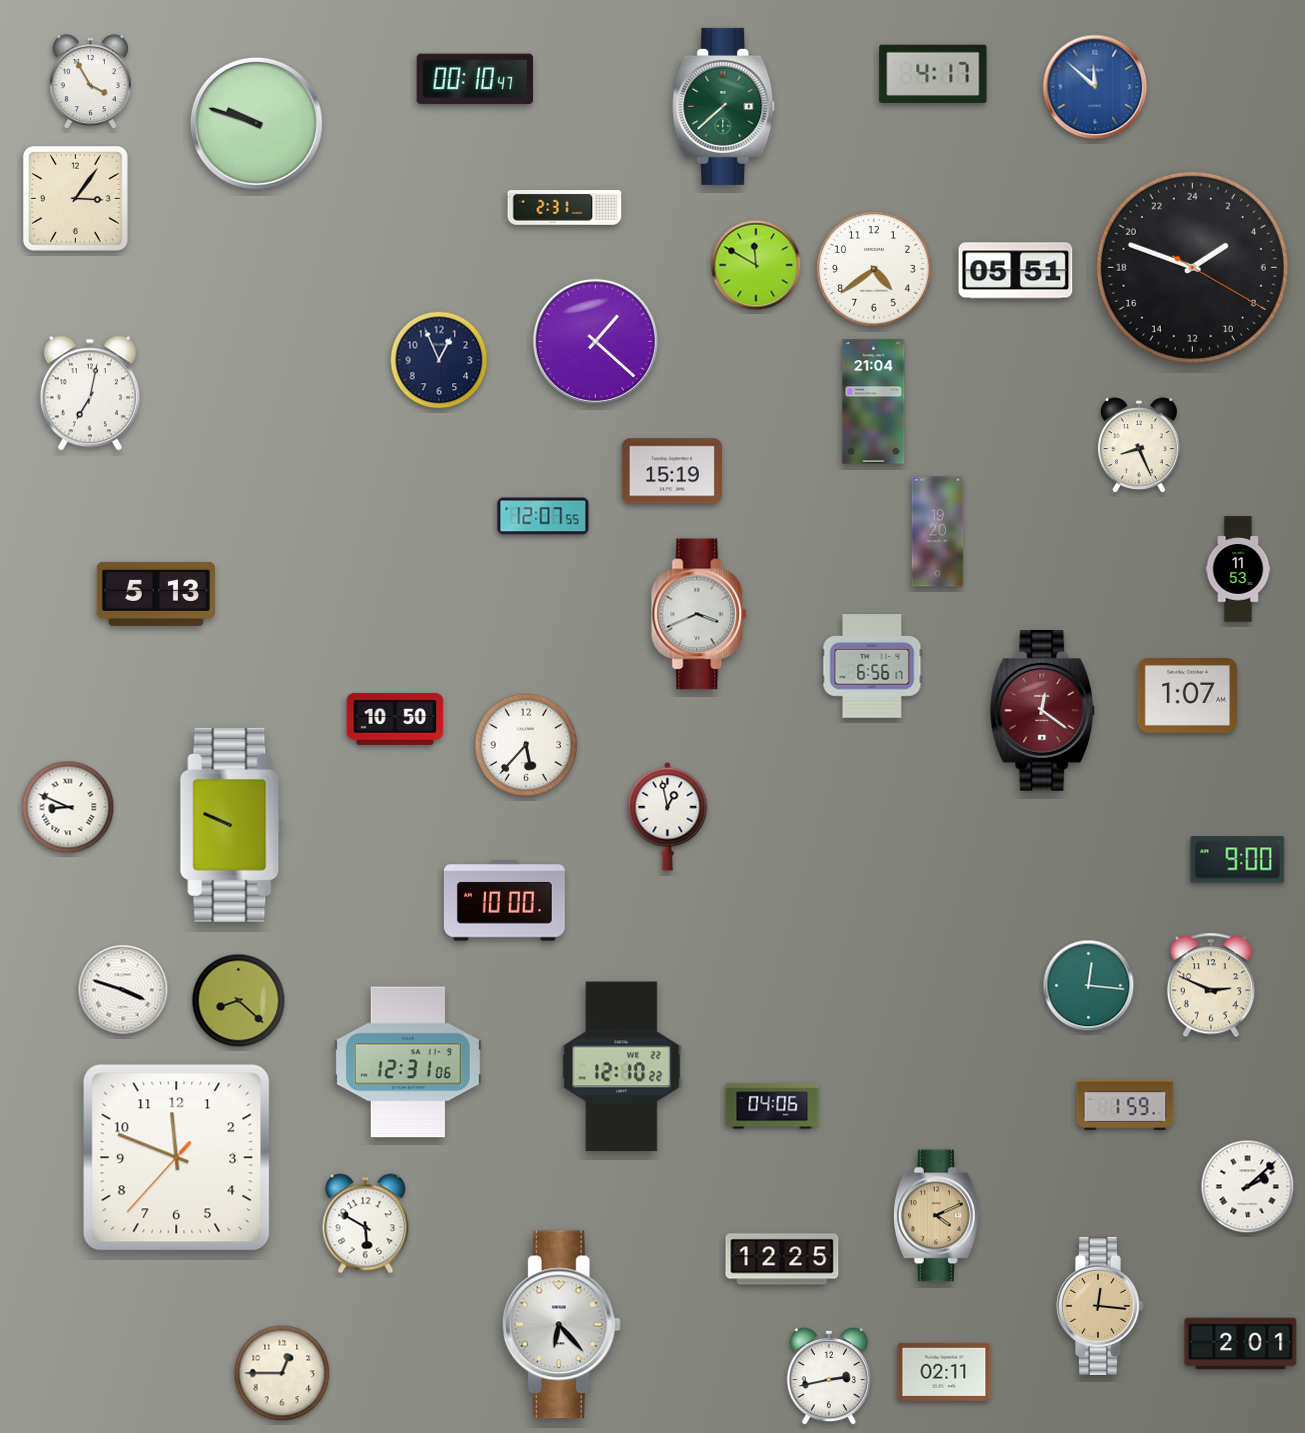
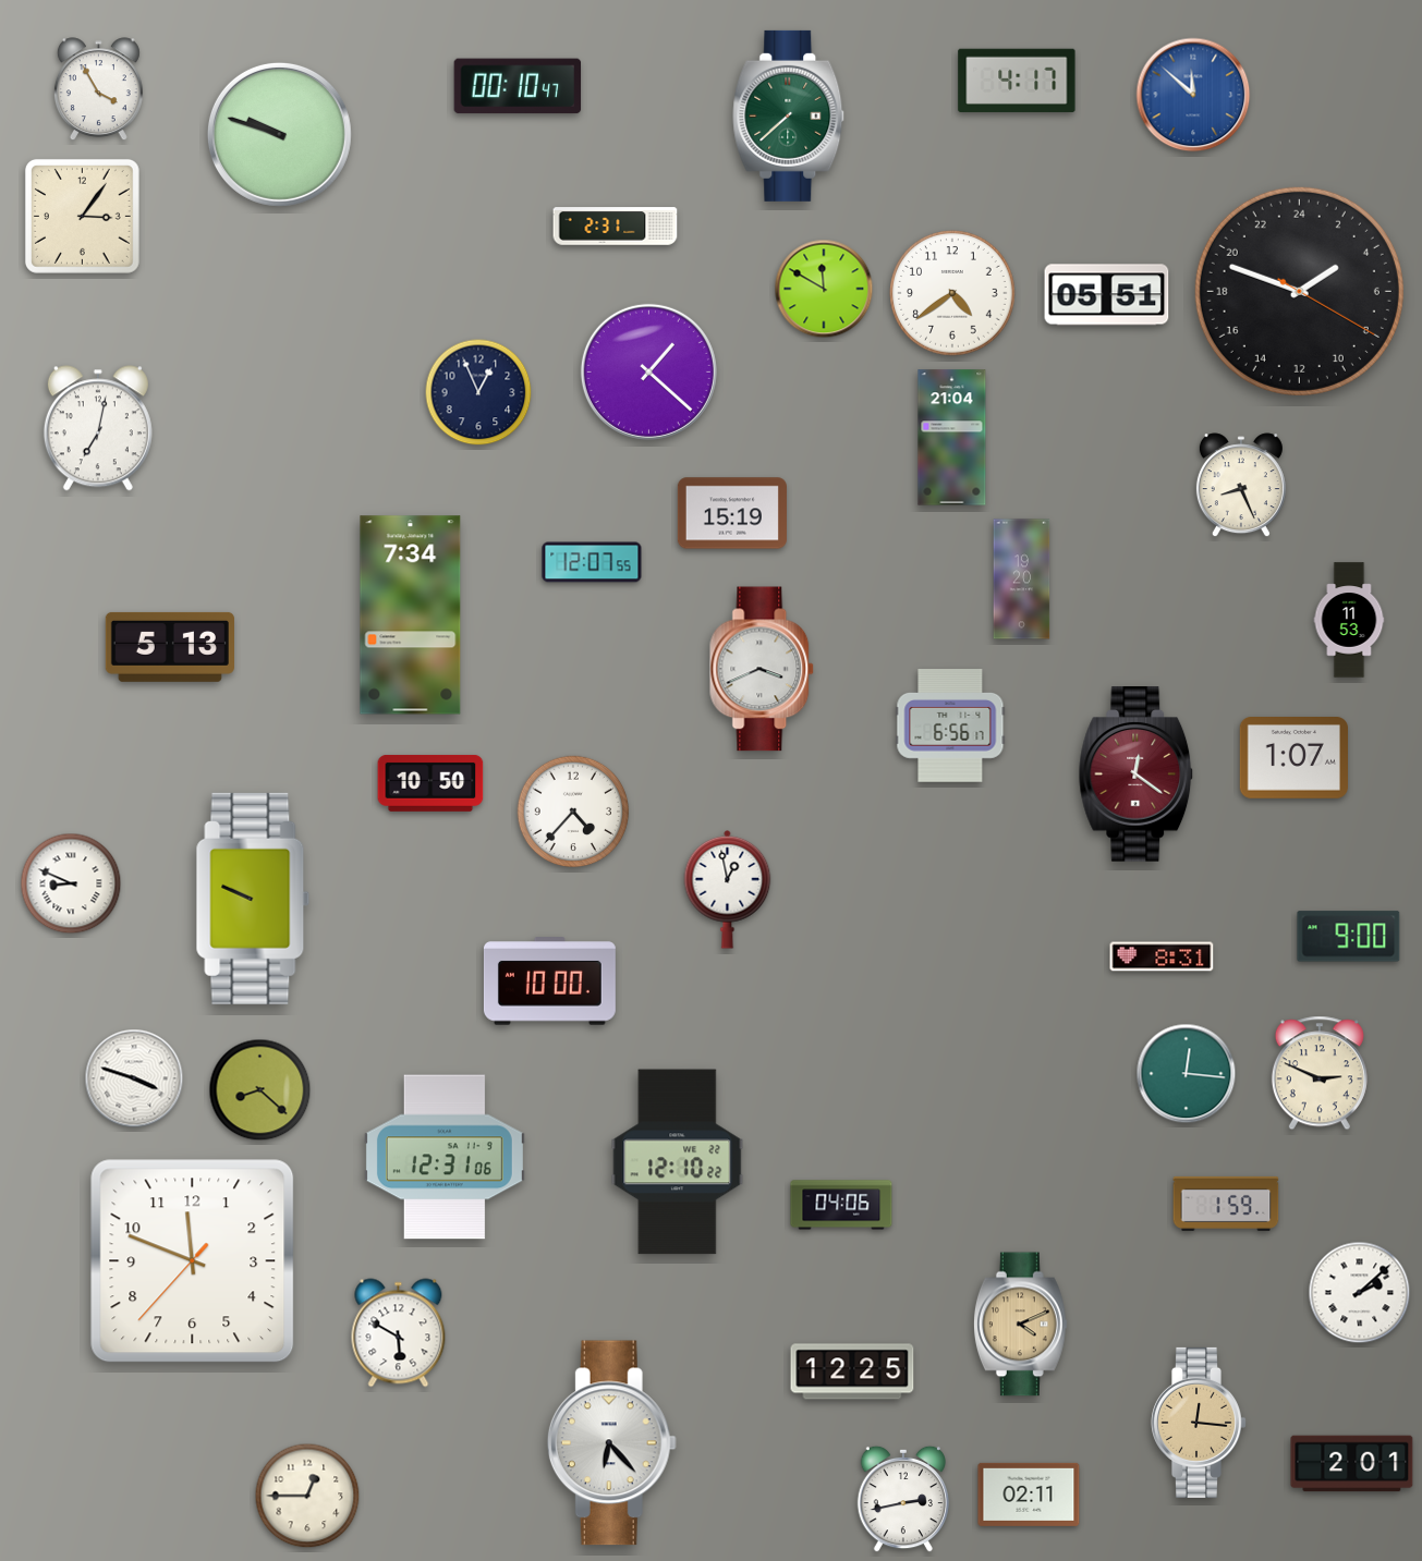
clock at (411, 615): none -> 7:34
clock at (526, 745): 5:37 -> 4:37
clock at (68, 807) position: (68, 807) -> (71, 883)
clock at (1162, 956): none -> 8:31
